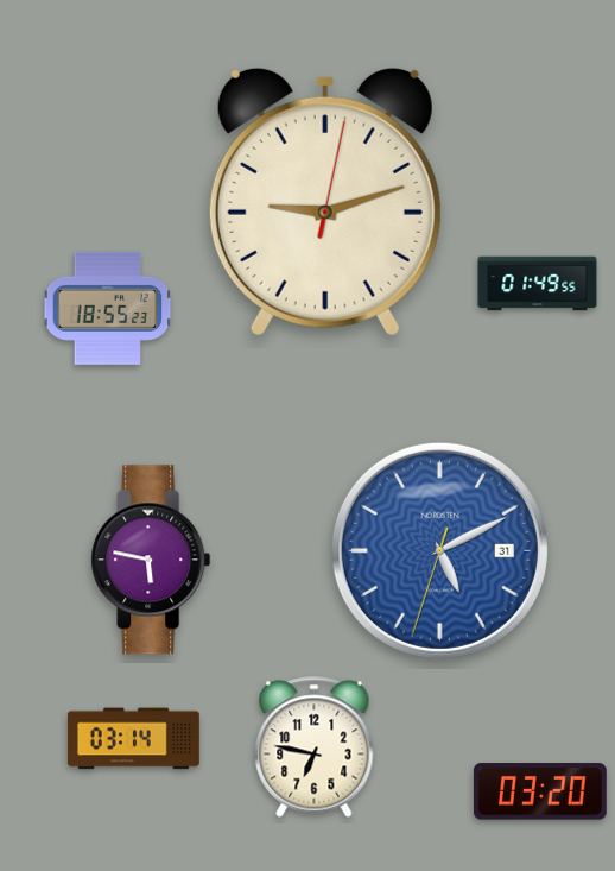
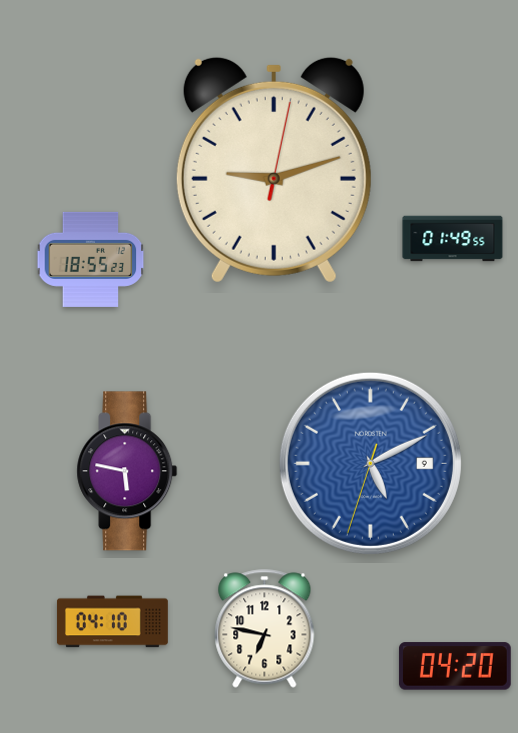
clock at (439, 550) date: 31 -> 9
clock at (133, 739): 03:14 -> 04:10
clock at (540, 791): 03:20 -> 04:20
